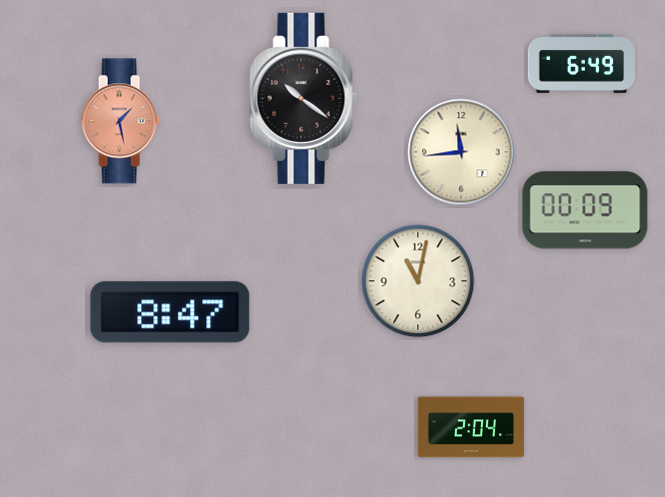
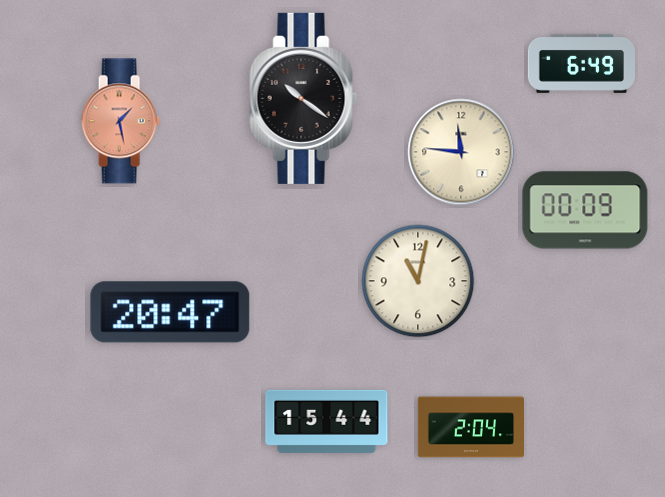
clock at (461, 152): 11:44 -> 11:46
clock at (170, 312): 8:47 -> 20:47
clock at (327, 421): none -> 15:44
